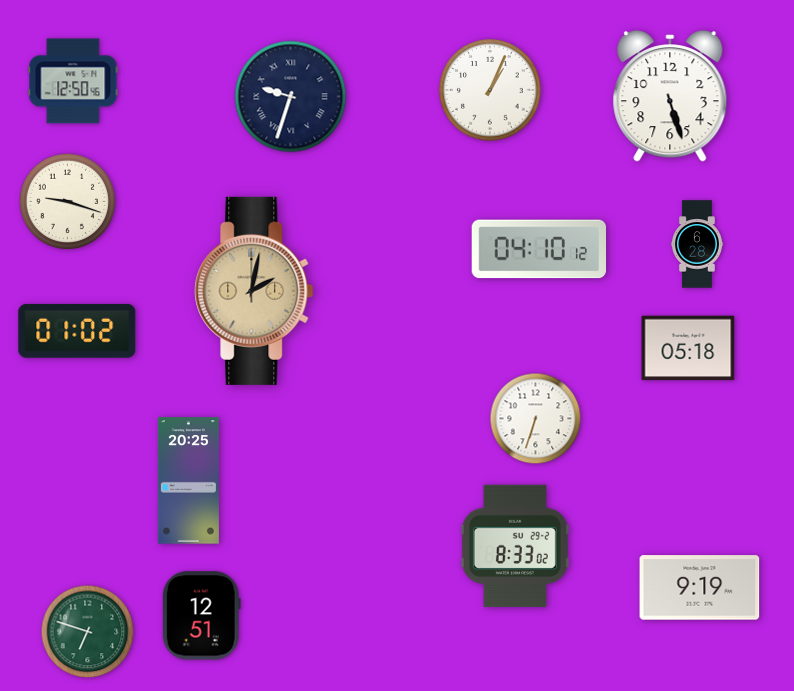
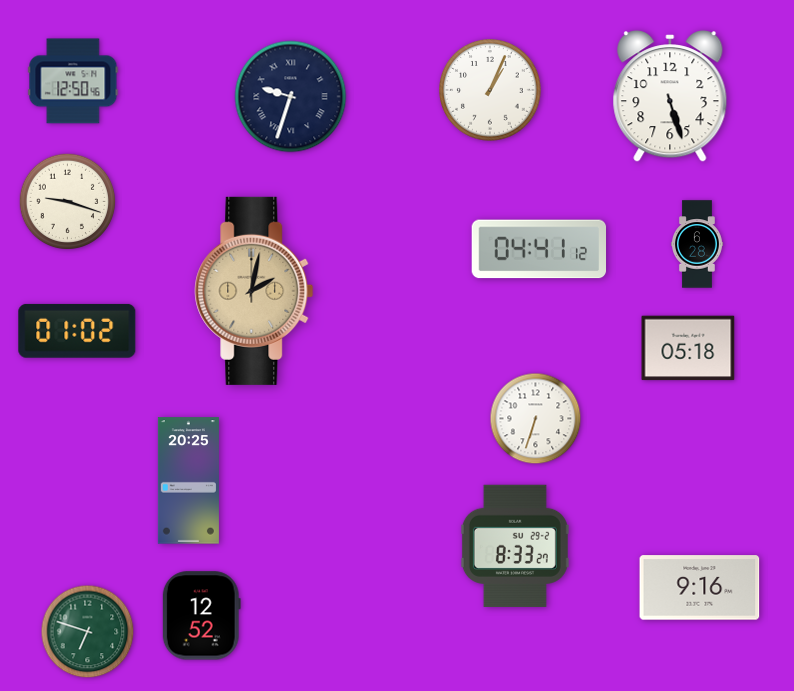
clock at (539, 249): 04:10 -> 04:41
clock at (515, 546): 8:33:02 -> 8:33:27
clock at (700, 588): 9:19 -> 9:16
clock at (201, 616): 12:51 -> 12:52
